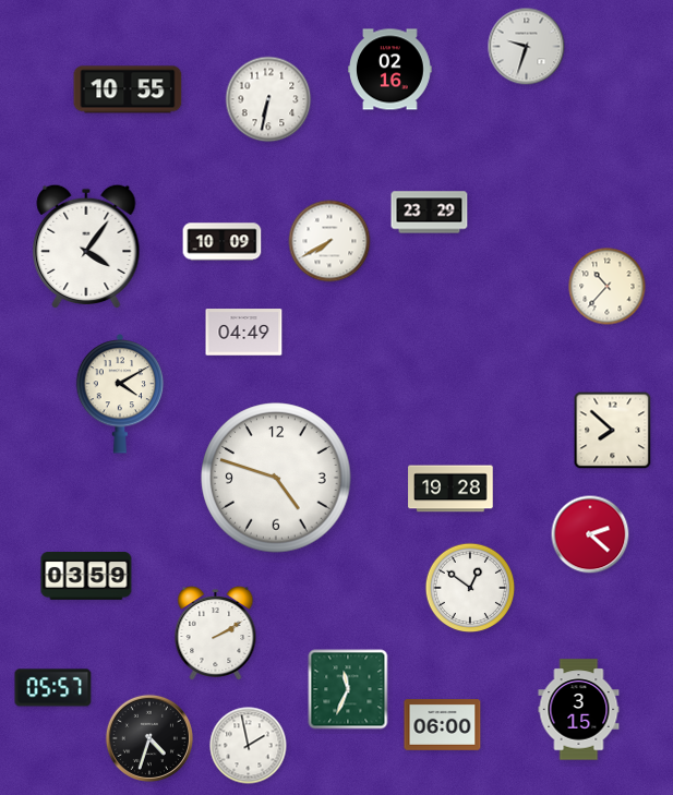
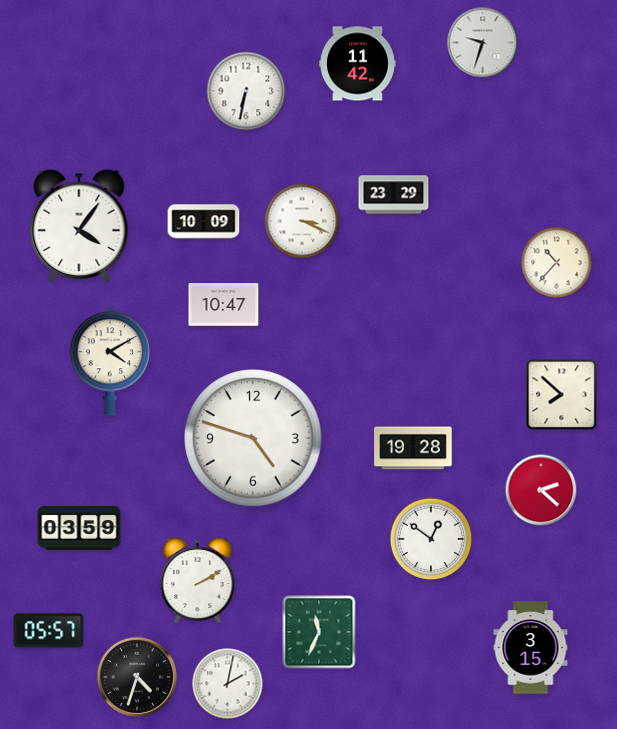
clock at (390, 70): 02:16 -> 11:42
clock at (128, 89): 10:55 -> none
clock at (329, 241): 7:40 -> 3:19
clock at (244, 333): 04:49 -> 10:47
clock at (579, 710) position: (579, 710) -> (531, 648)
clock at (443, 725): 06:00 -> none
clock at (249, 746): 1:58 -> 2:02
